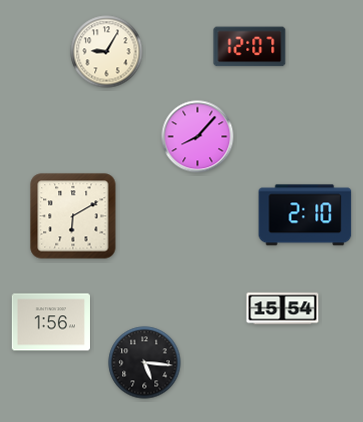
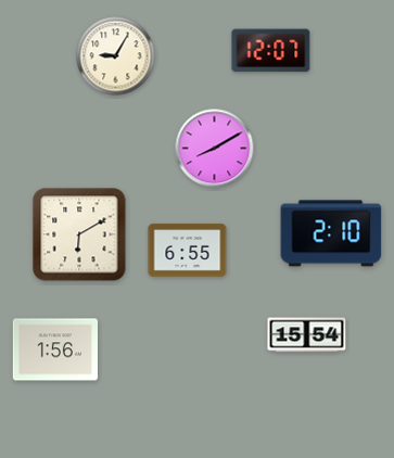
clock at (198, 137): 8:07 -> 8:10
clock at (188, 251): none -> 6:55
clock at (145, 363): 5:16 -> none
